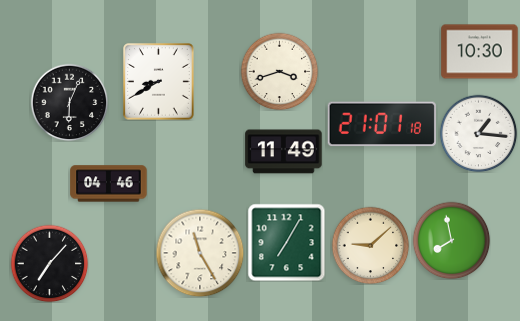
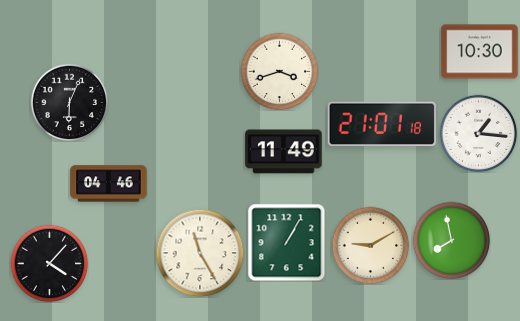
clock at (159, 82): 8:40 -> none
clock at (286, 242): 7:05 -> 1:05
clock at (370, 245): 9:08 -> 9:10
clock at (49, 263): 7:07 -> 4:07
